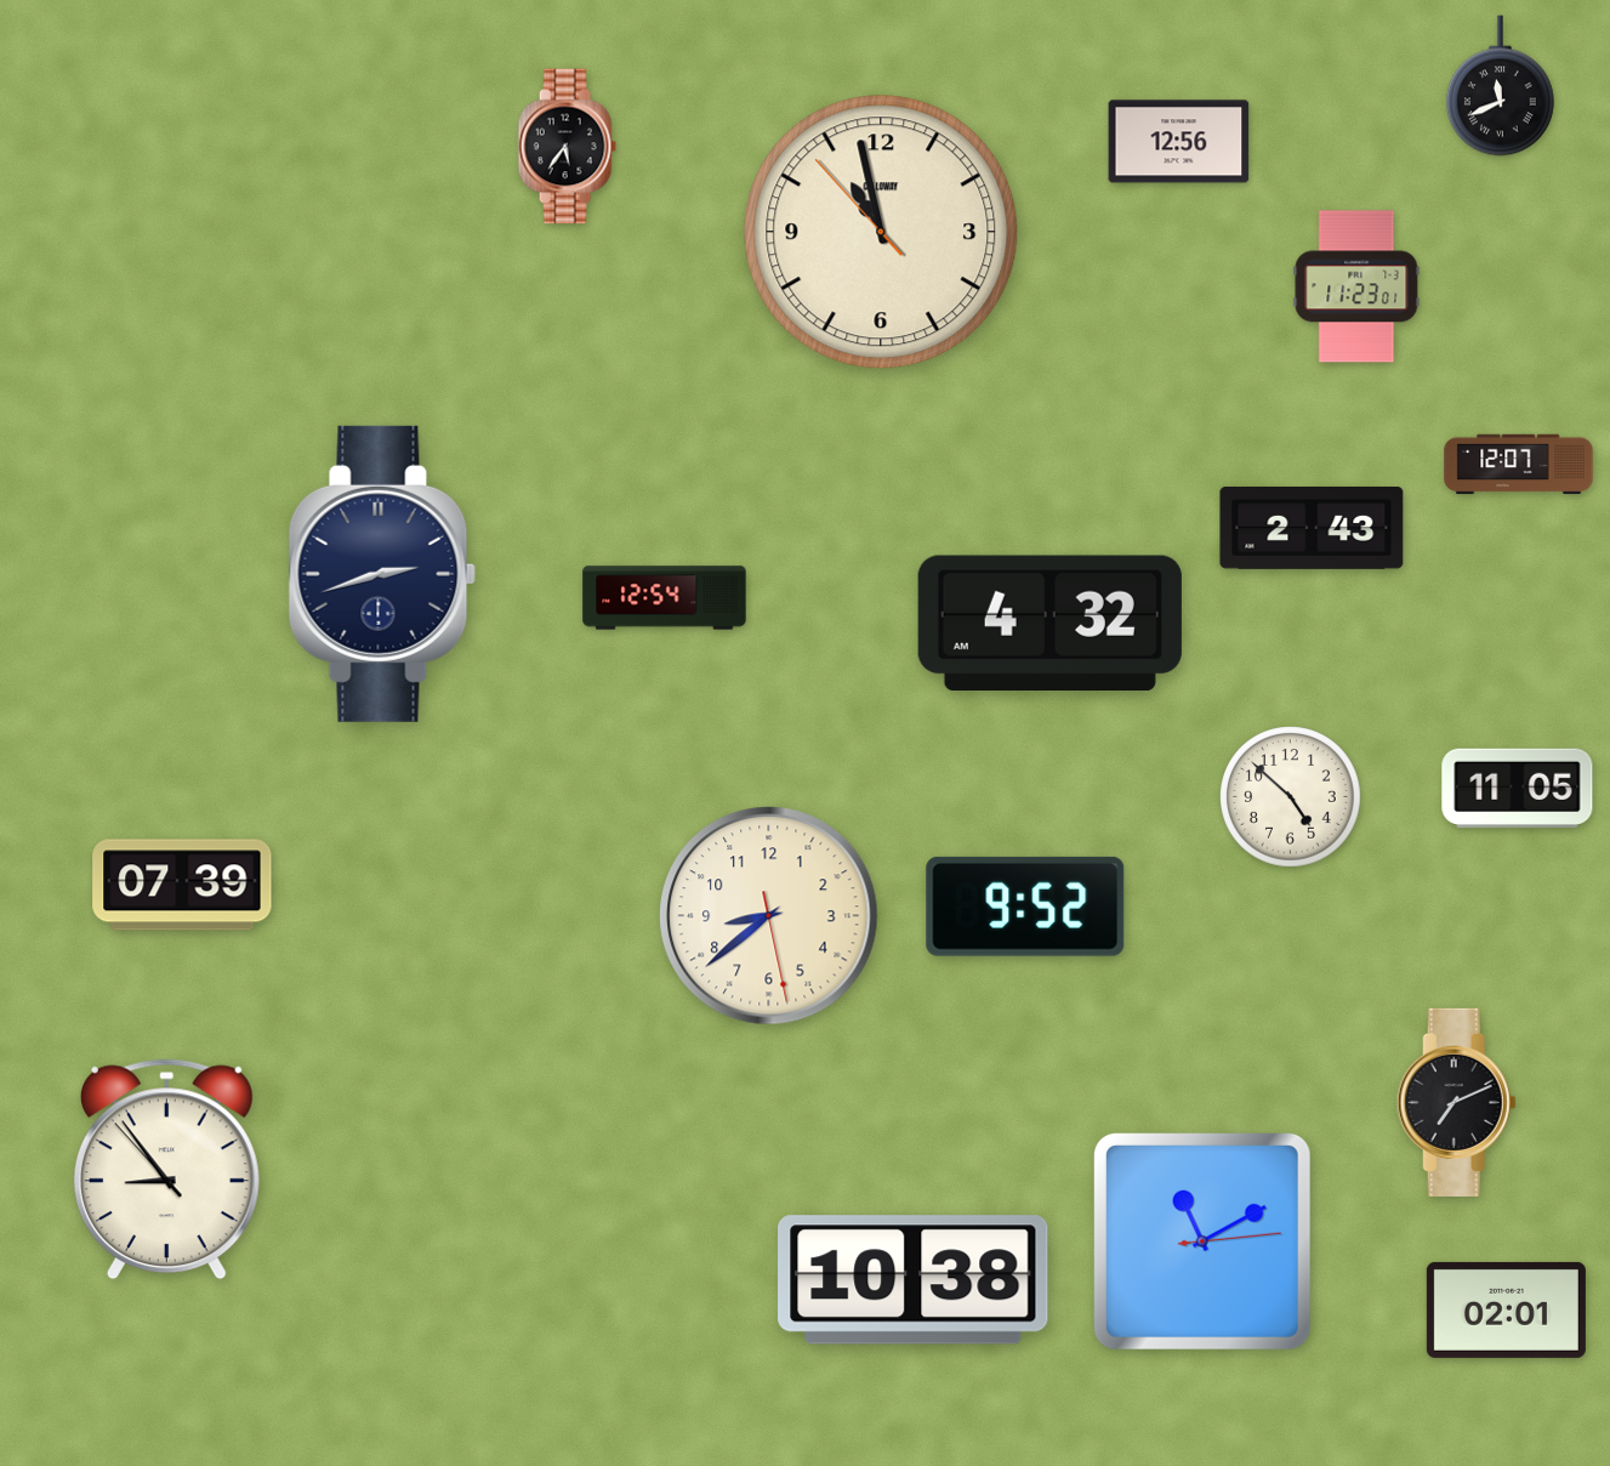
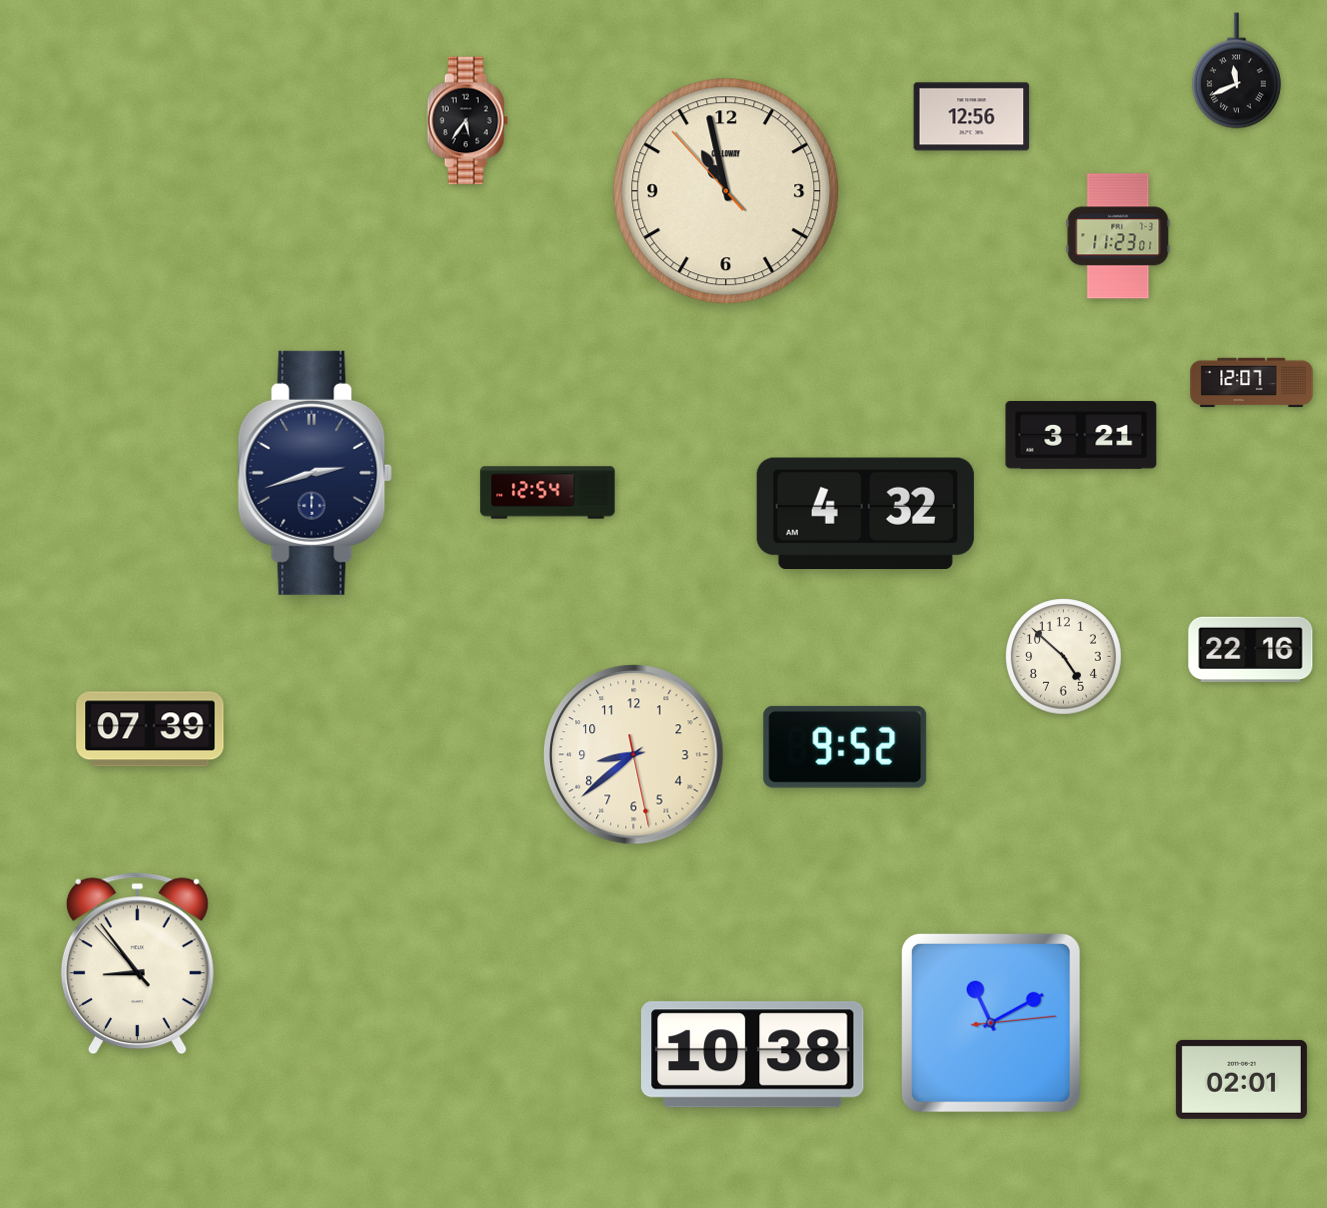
clock at (1312, 528): 2:43 -> 3:21
clock at (1518, 789): 11:05 -> 22:16
clock at (1456, 1102): 7:11 -> none
